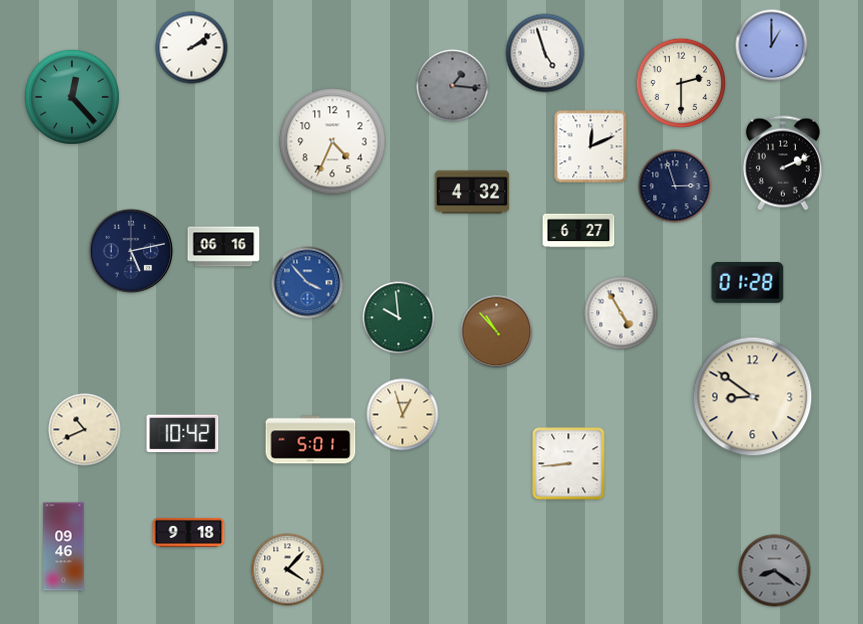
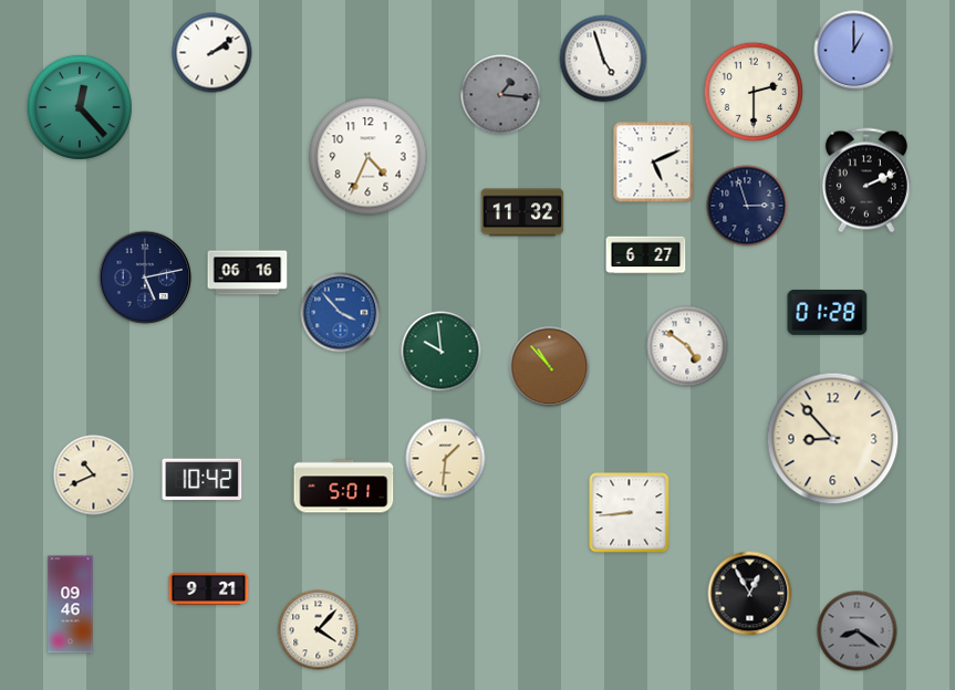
clock at (591, 147): 12:11 -> 5:11
clock at (472, 192): 4:32 -> 11:32
clock at (579, 231) position: (579, 231) -> (646, 255)
clock at (621, 313): 4:55 -> 4:51
clock at (753, 397): 8:51 -> 8:53
clock at (403, 415): 12:57 -> 1:31
clock at (189, 532): 9:18 -> 9:21
clock at (750, 594): none -> 12:55
